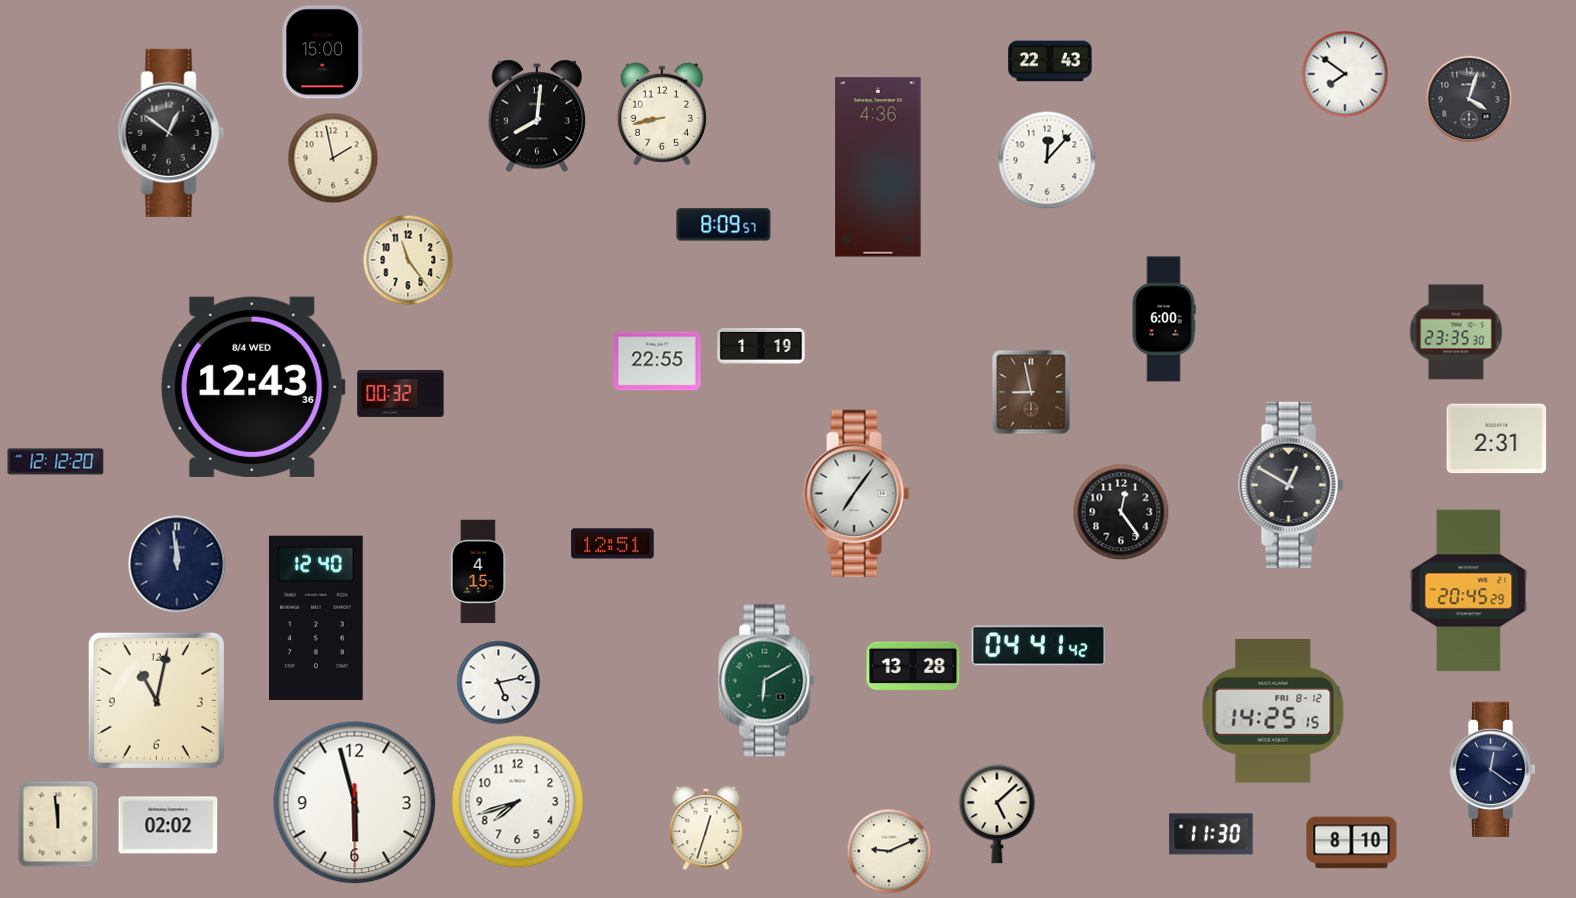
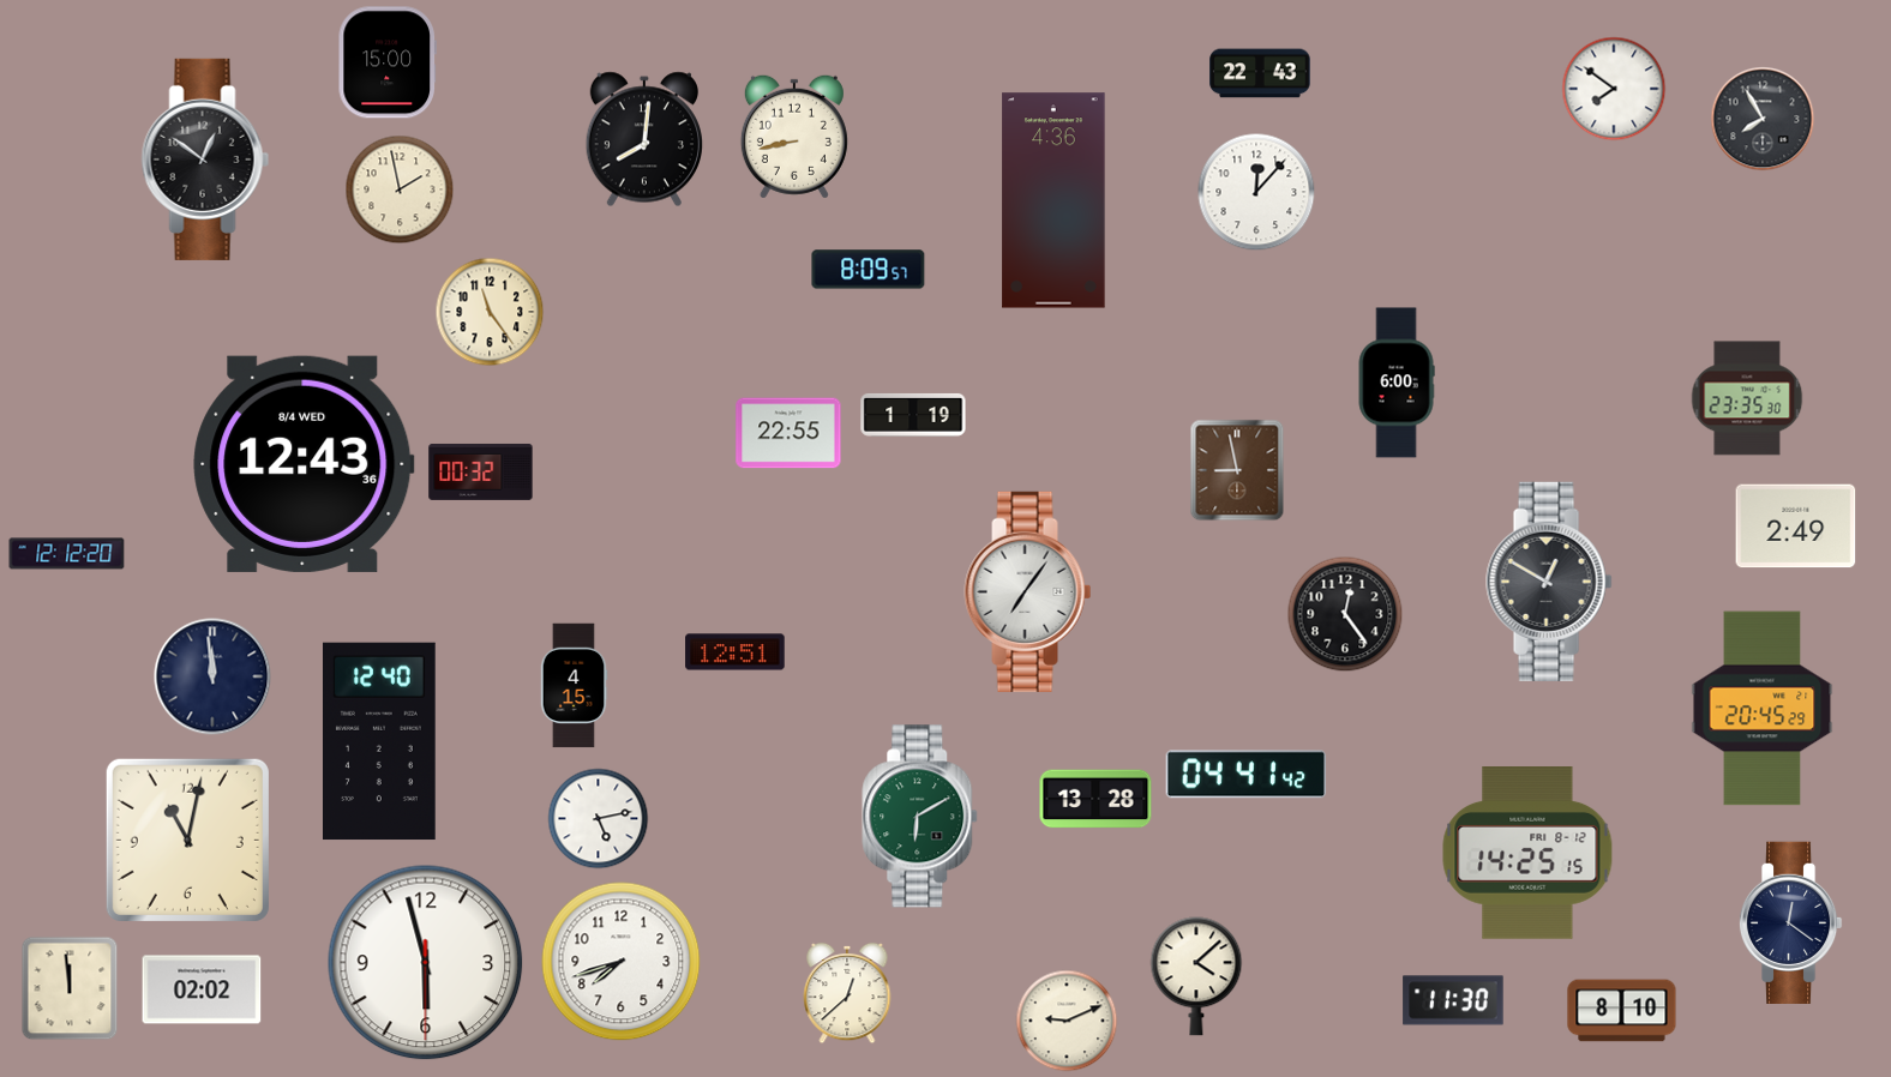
clock at (1469, 99): 4:03 -> 7:55
clock at (1497, 439): 2:31 -> 2:49
clock at (997, 814): 5:08 -> 4:08
clock at (706, 828): 12:33 -> 12:38
